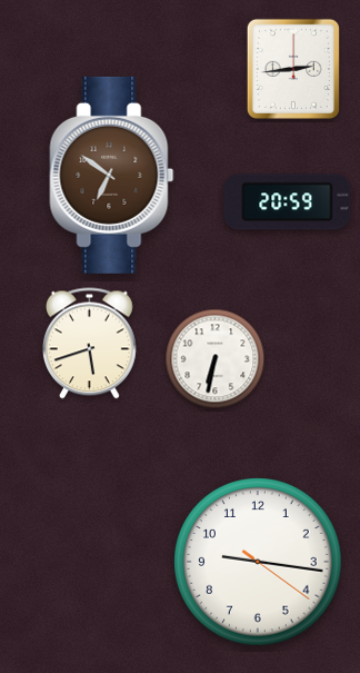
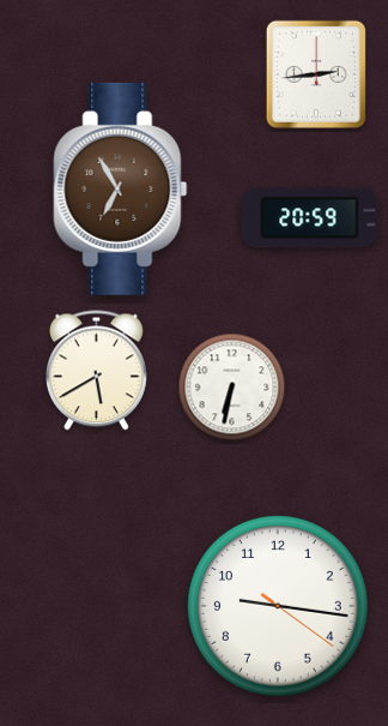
clock at (112, 175): 6:51 -> 6:55
clock at (89, 344): 5:42 -> 5:40
